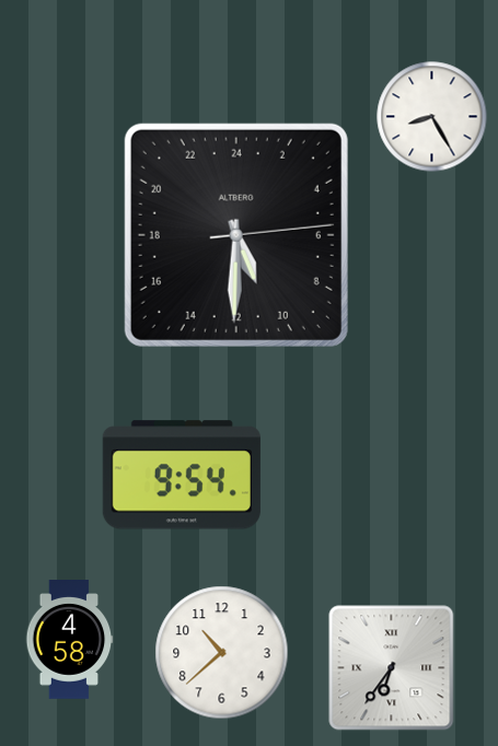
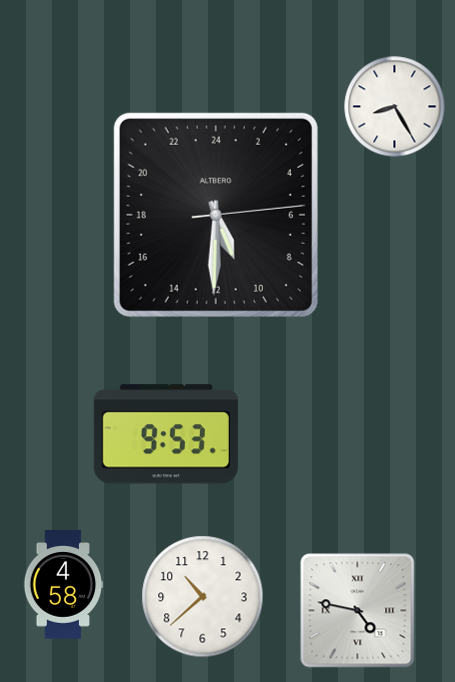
clock at (182, 475): 9:54 -> 9:53
clock at (392, 668): 6:36 -> 4:47
